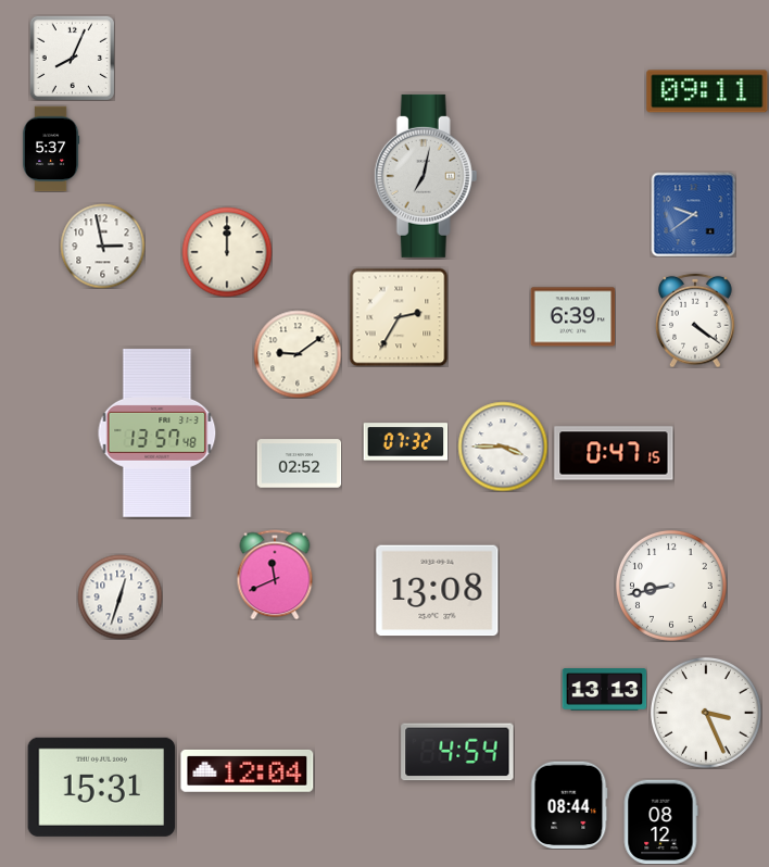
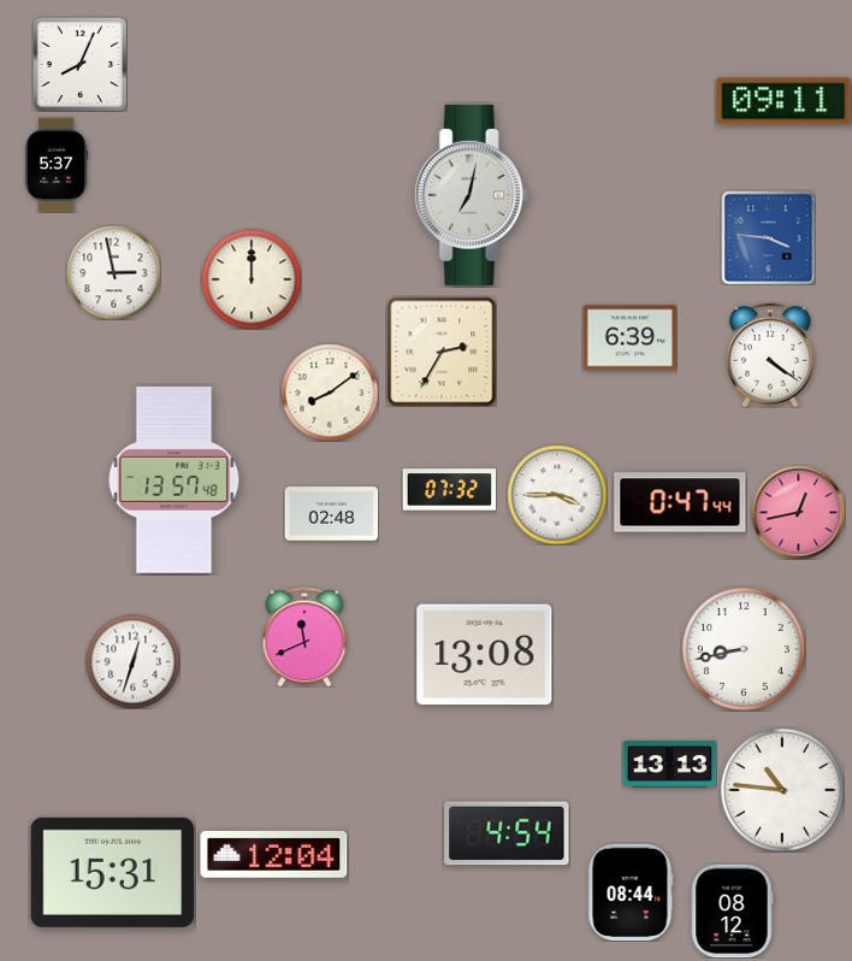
clock at (693, 214): 9:39 -> 3:46
clock at (572, 317) position: (572, 317) -> (629, 338)
clock at (298, 354): 9:09 -> 8:09
clock at (614, 453): 0:47:15 -> 0:47:44
clock at (798, 512): none -> 12:43
clock at (299, 464): 02:52 -> 02:48
clock at (706, 713): 3:26 -> 10:46
